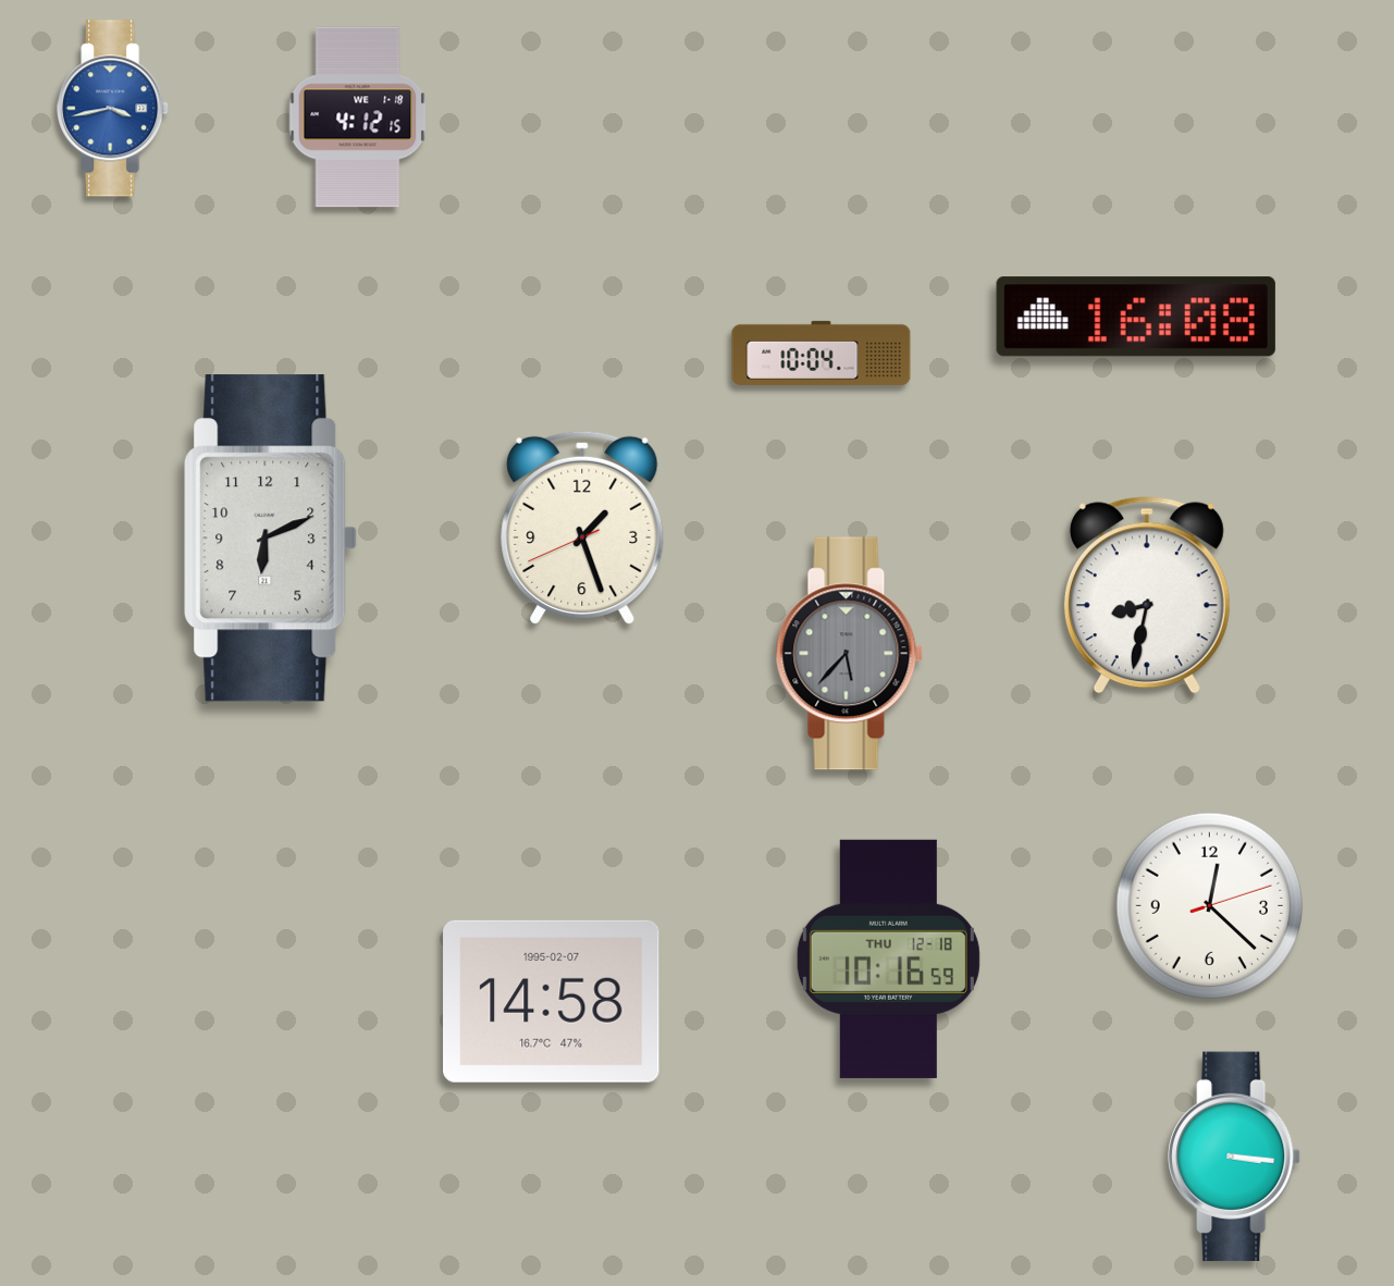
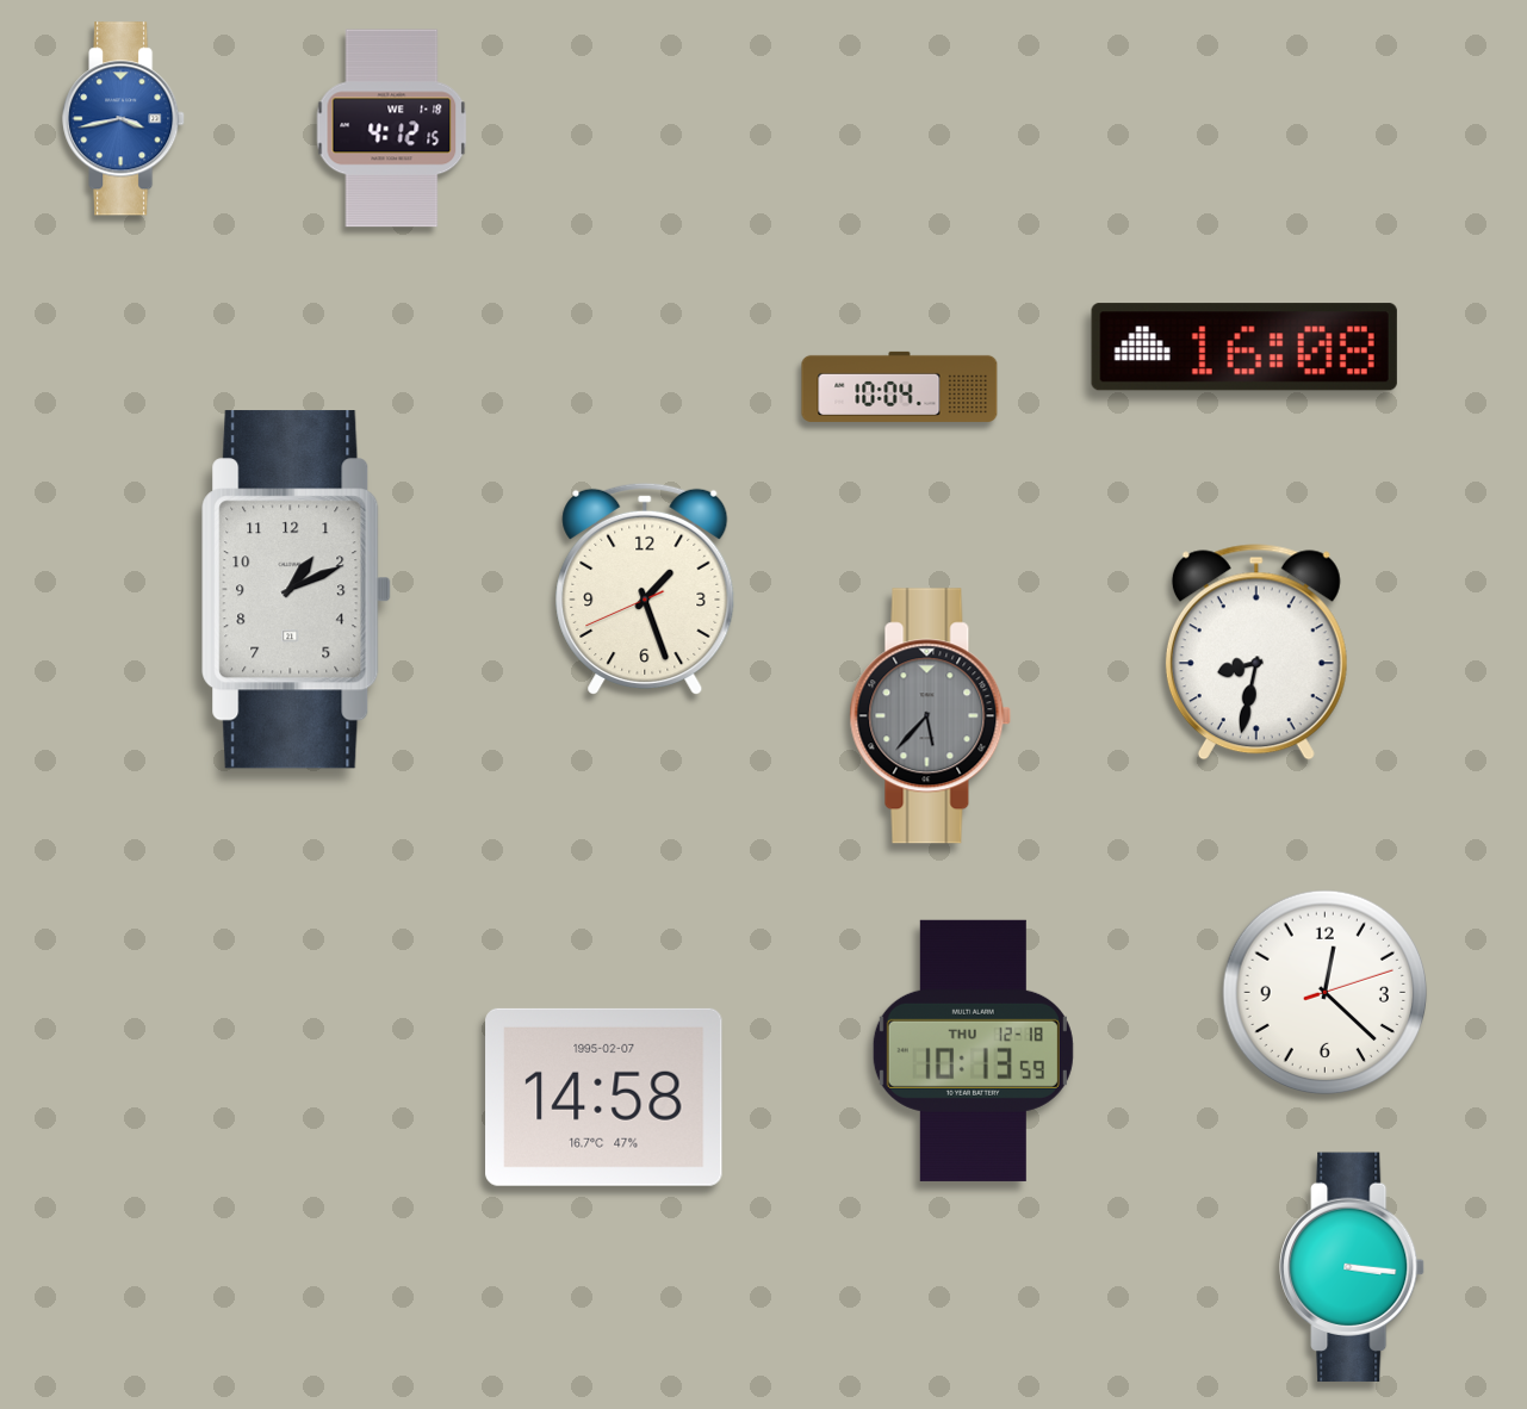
clock at (582, 527) position: (582, 527) -> (645, 588)
clock at (271, 539): 6:11 -> 1:11
clock at (888, 959): 10:16 -> 10:13
